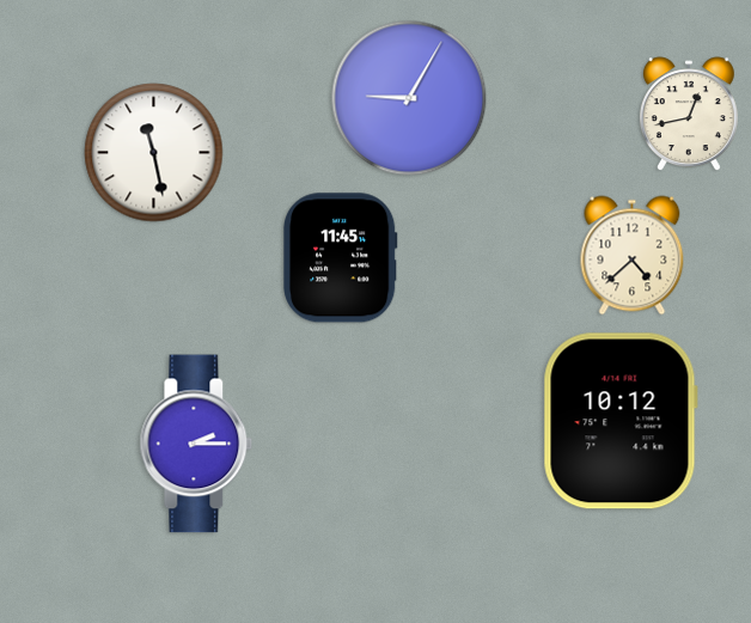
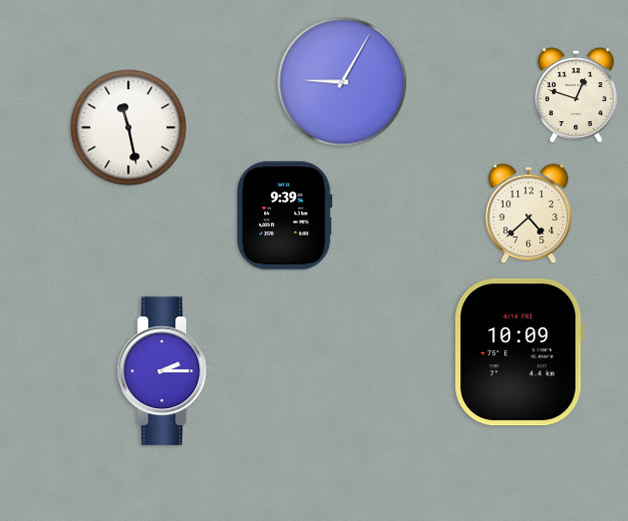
clock at (689, 115): 12:43 -> 12:48
clock at (341, 258): 11:45 -> 9:39
clock at (621, 421): 10:12 -> 10:09
